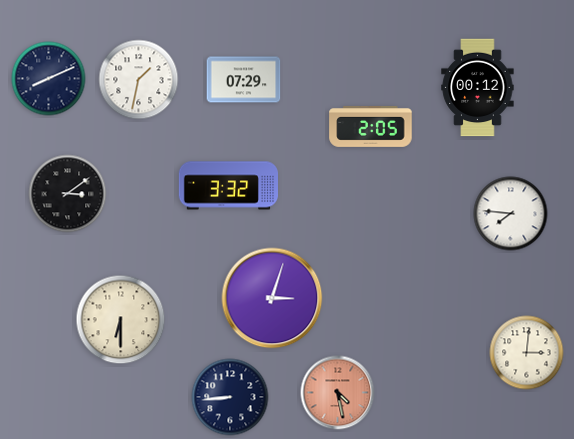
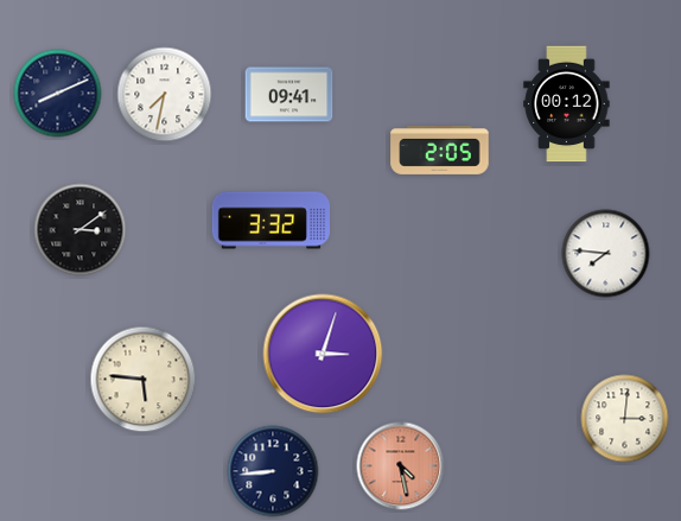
clock at (139, 80): 1:32 -> 7:32
clock at (244, 80): 07:29 -> 09:41
clock at (121, 320): 6:30 -> 5:46
